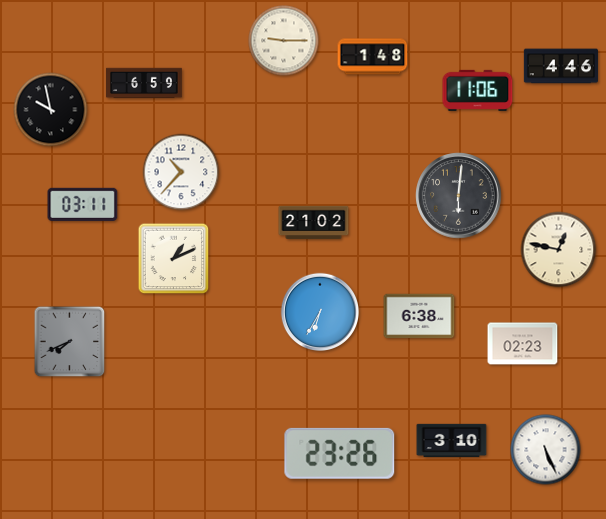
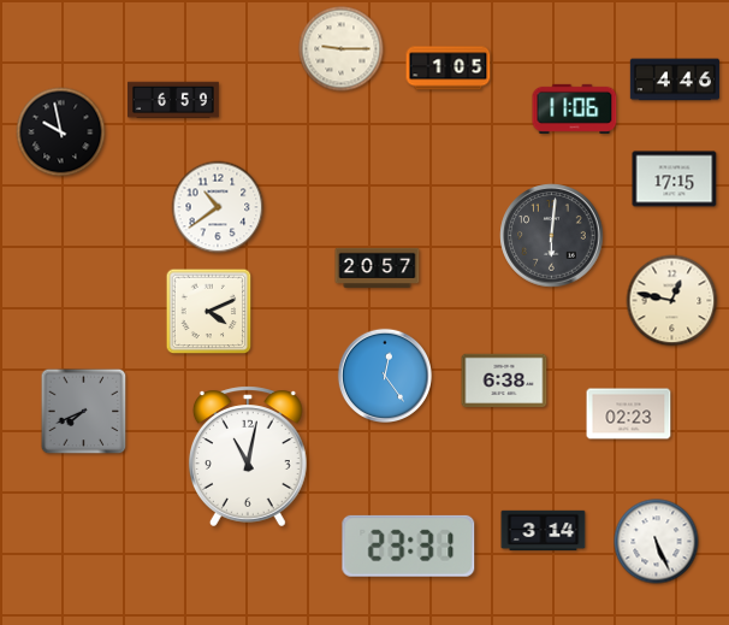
clock at (373, 57): 1:48 -> 1:05
clock at (675, 179): none -> 17:15
clock at (181, 172): 10:37 -> 10:39
clock at (83, 204): 03:11 -> none
clock at (314, 223): 21:02 -> 20:57
clock at (174, 259): 1:11 -> 4:11
clock at (319, 311): 6:35 -> 12:24
clock at (248, 456): none -> 11:02
clock at (452, 441): 3:10 -> 3:14
clock at (340, 453): 23:26 -> 23:31
